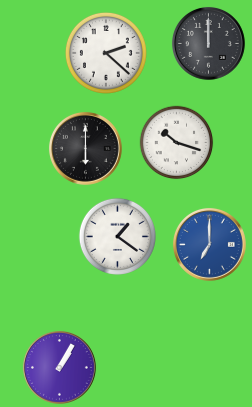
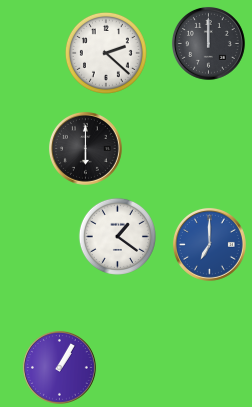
clock at (177, 143): 10:18 -> none
